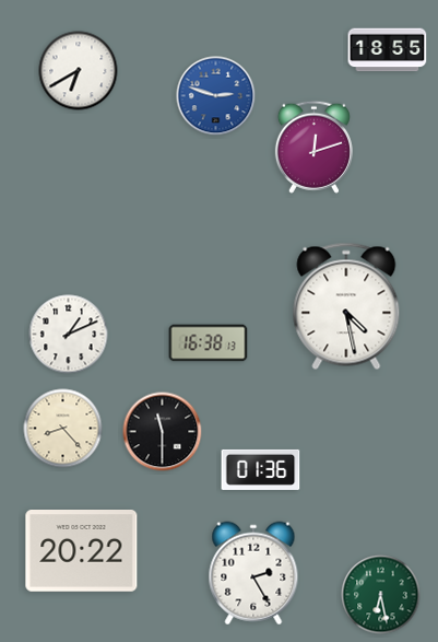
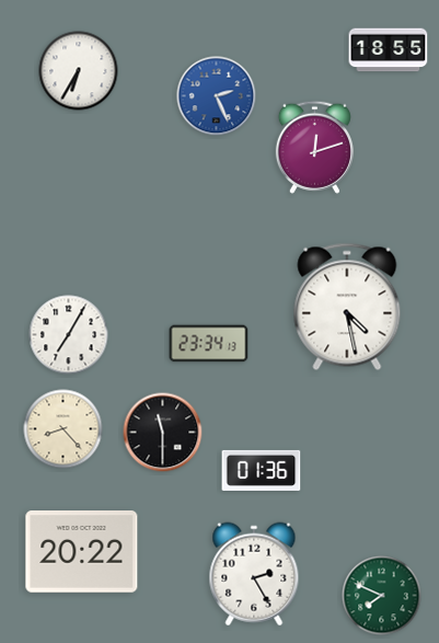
clock at (79, 71): 6:40 -> 6:35
clock at (216, 96): 2:48 -> 2:26
clock at (69, 335): 1:11 -> 7:05
clock at (209, 343): 16:38 -> 23:34
clock at (381, 595): 6:28 -> 7:49
